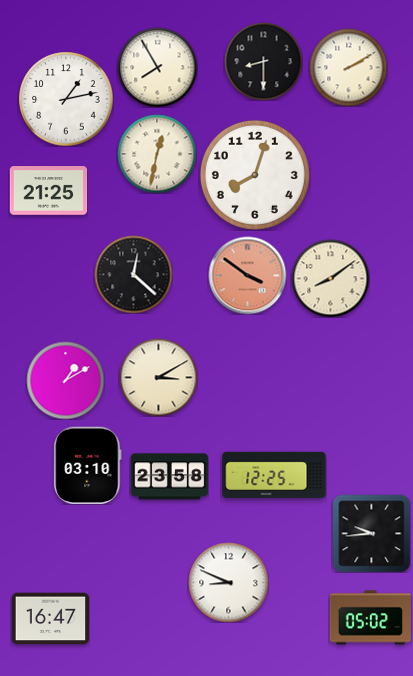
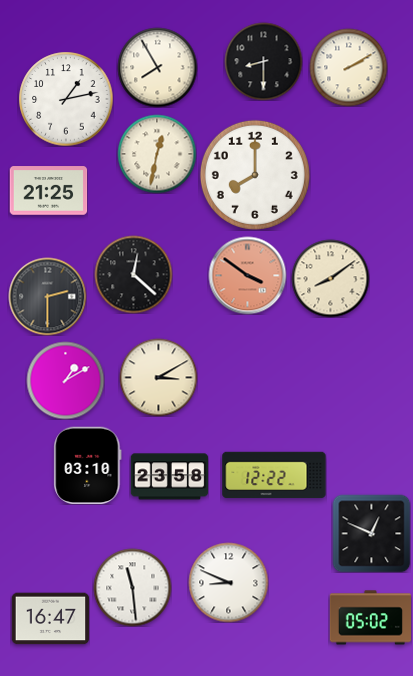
clock at (255, 175): 8:03 -> 8:00
clock at (47, 296): none -> 2:30
clock at (274, 475): 12:25 -> 12:22
clock at (371, 533): 9:44 -> 12:49
clock at (132, 587): none -> 11:29
